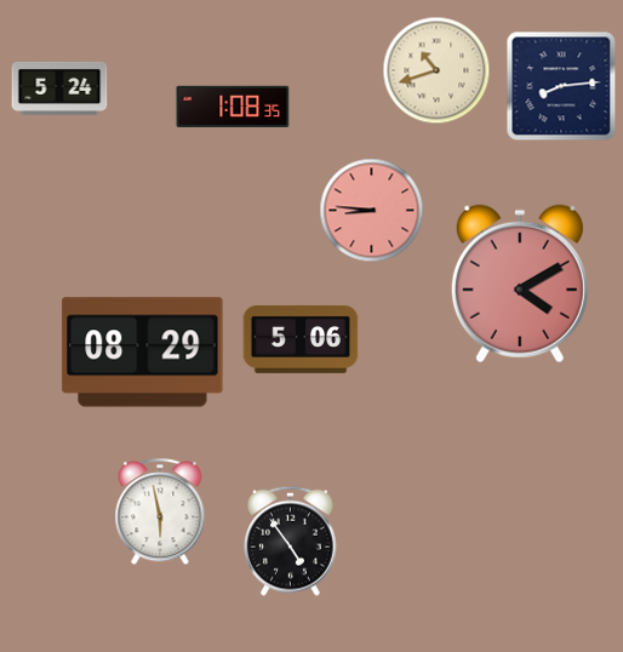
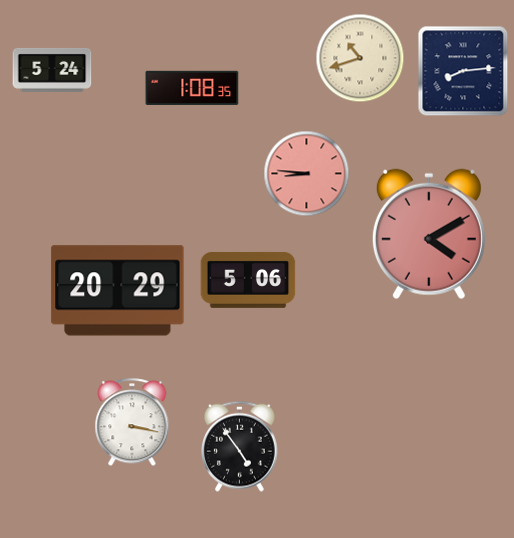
clock at (59, 88) position: (59, 88) -> (52, 70)
clock at (143, 353): 08:29 -> 20:29
clock at (160, 513): 5:58 -> 3:17
